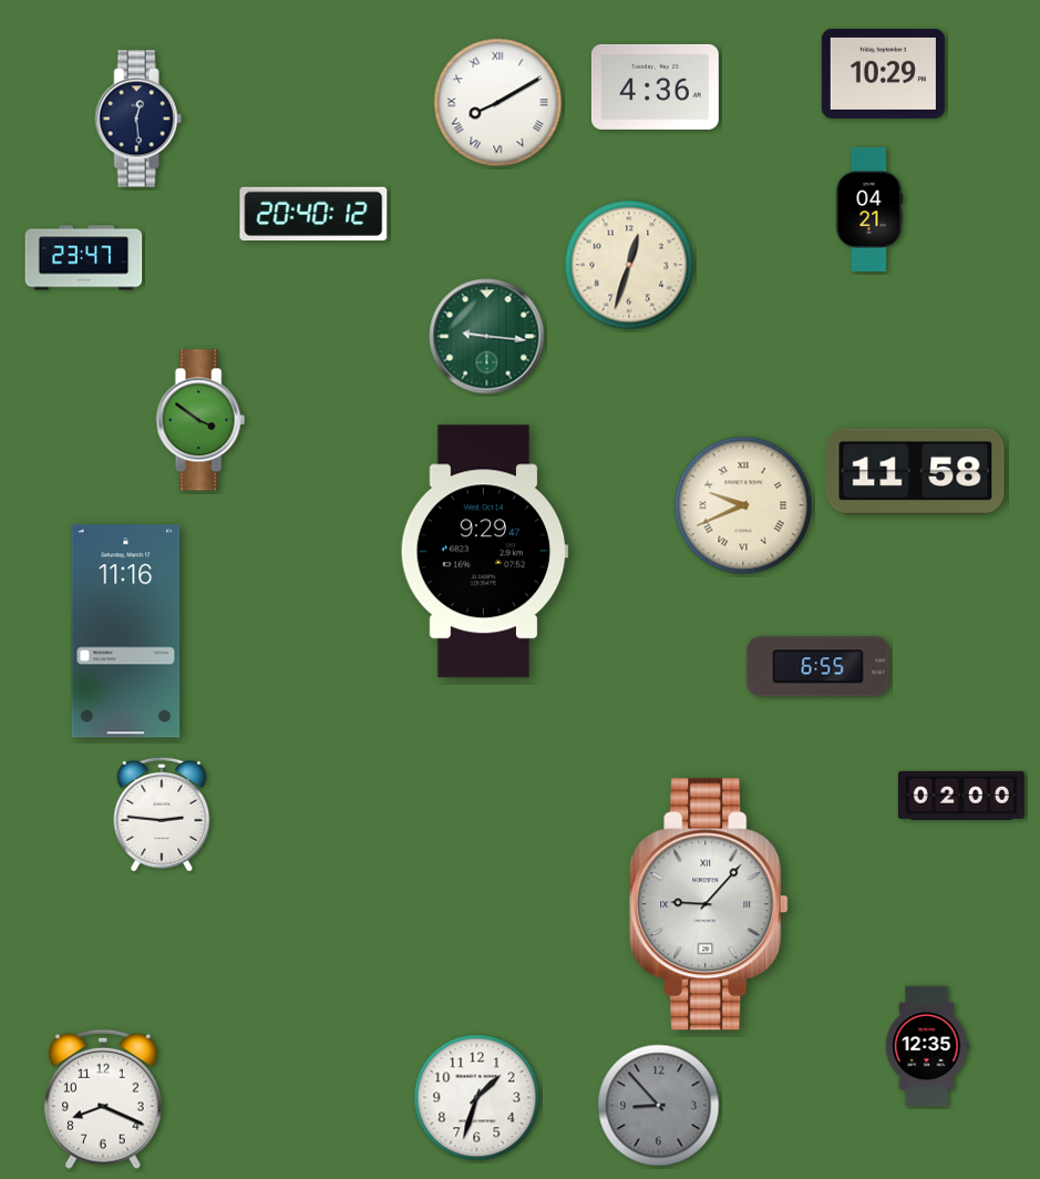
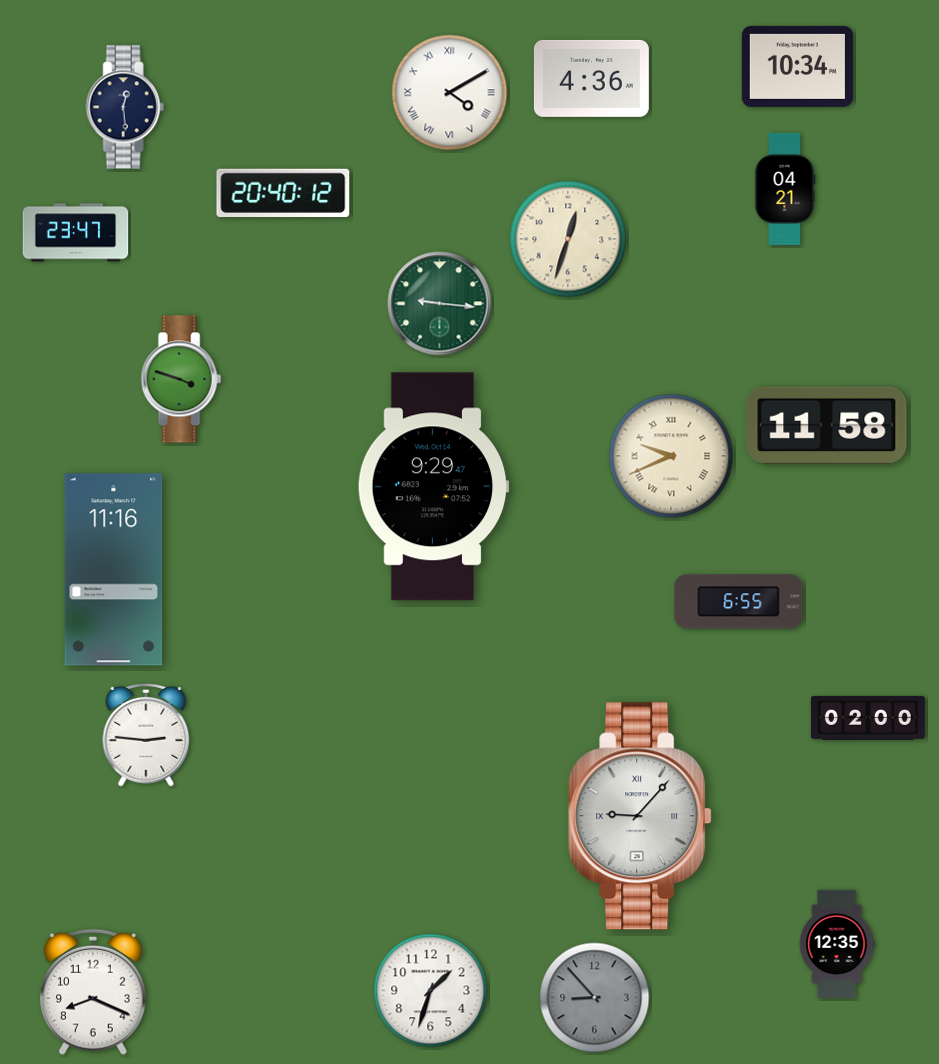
clock at (883, 73): 10:29 -> 10:34
clock at (498, 103): 8:10 -> 4:10
clock at (200, 420): 3:51 -> 3:48
clock at (484, 552) position: (484, 552) -> (433, 487)
